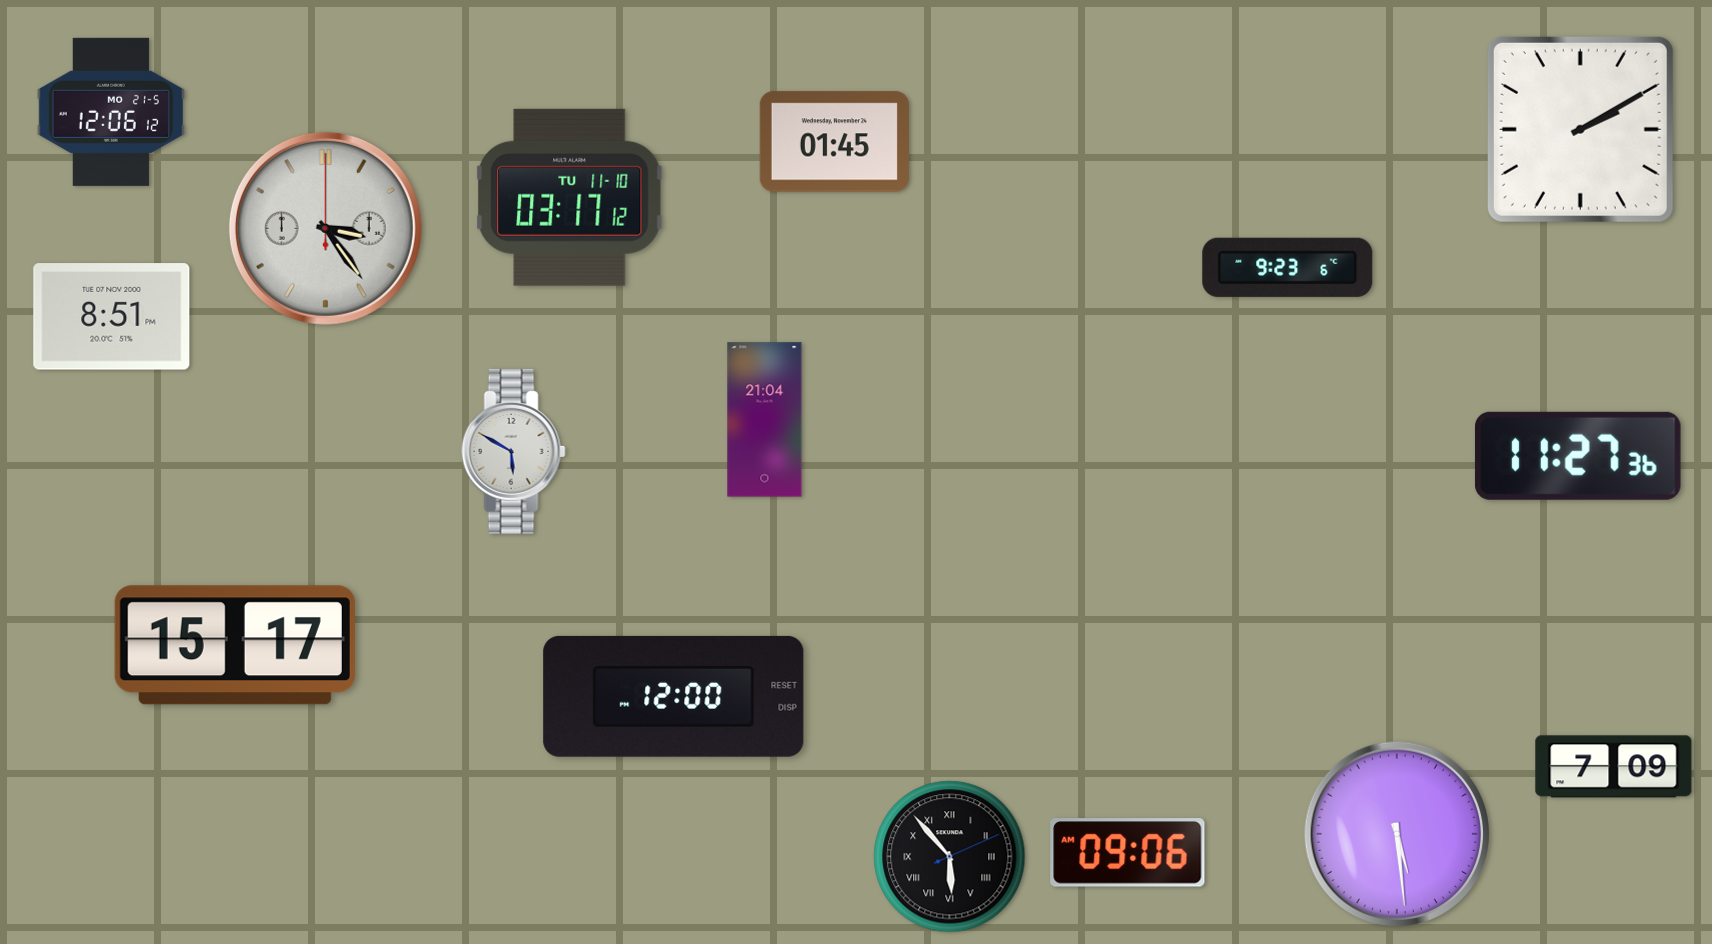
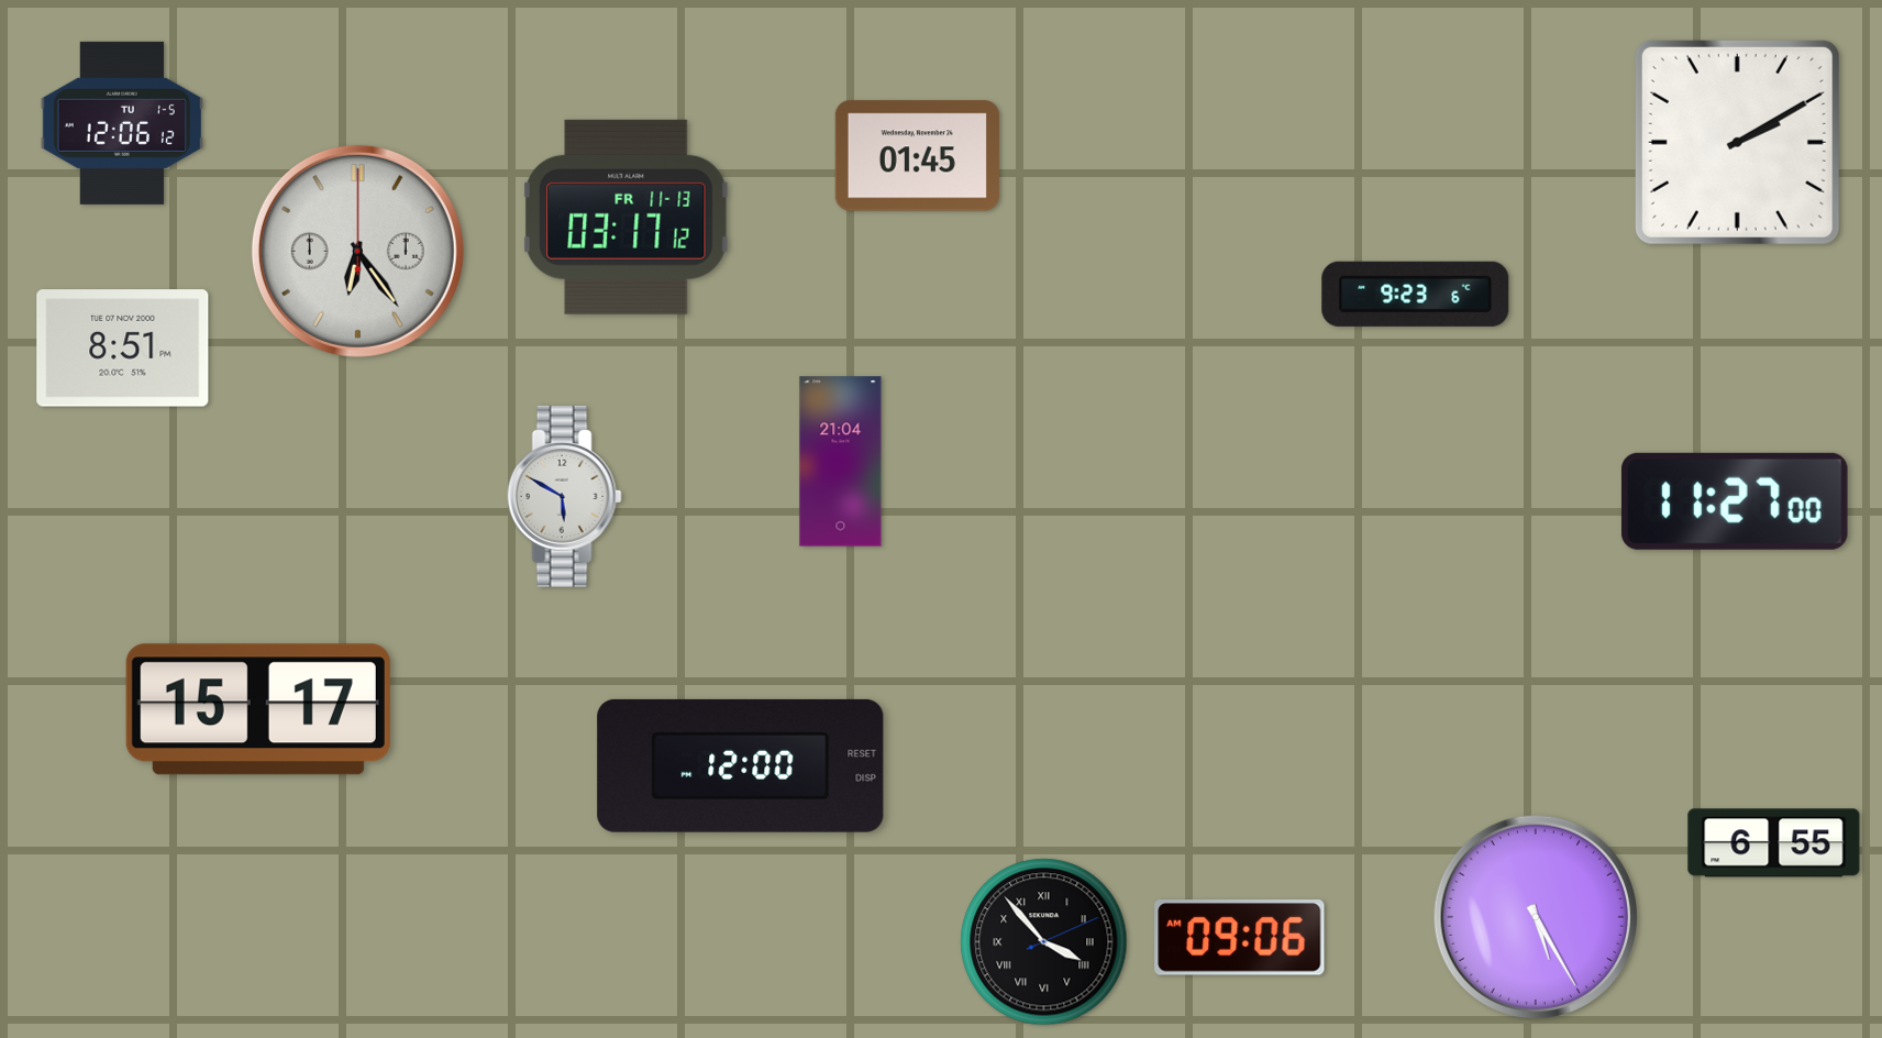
clock at (110, 112) date: MO 21-5 -> TU 1-5
clock at (570, 197) date: TU 11-10 -> FR 11-13
clock at (325, 228): 3:24 -> 6:24
clock at (1578, 456): 11:27:36 -> 11:27:00
clock at (1614, 767): 7:09 -> 6:55
clock at (1397, 834): 5:29 -> 5:25
clock at (950, 857): 5:53 -> 3:53
